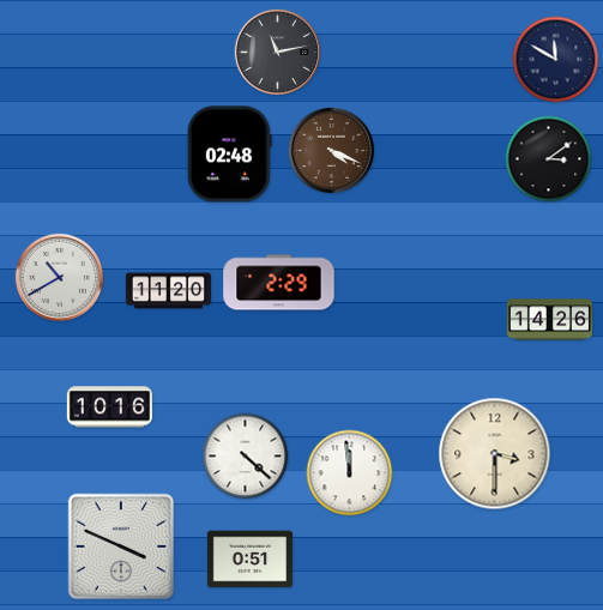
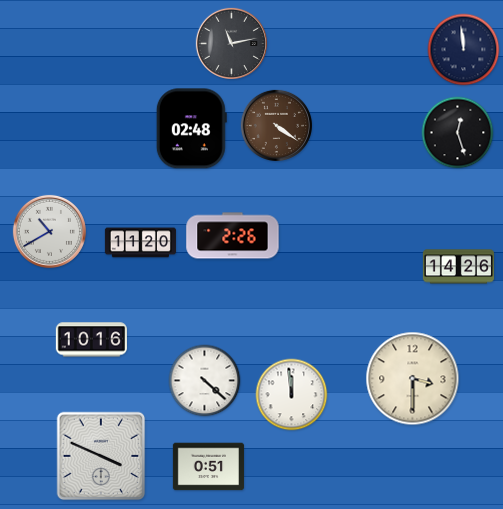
clock at (556, 60): 11:50 -> 11:59
clock at (331, 150): 4:19 -> 4:21
clock at (549, 159): 3:09 -> 12:27
clock at (279, 283): 2:29 -> 2:26
